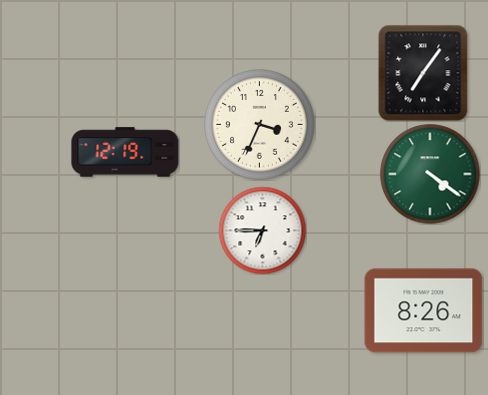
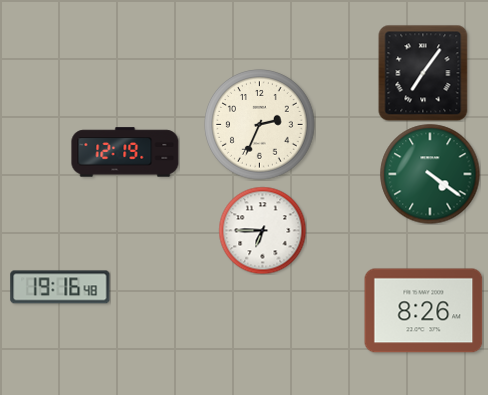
clock at (260, 125): 3:34 -> 2:34
clock at (60, 287): none -> 19:16
